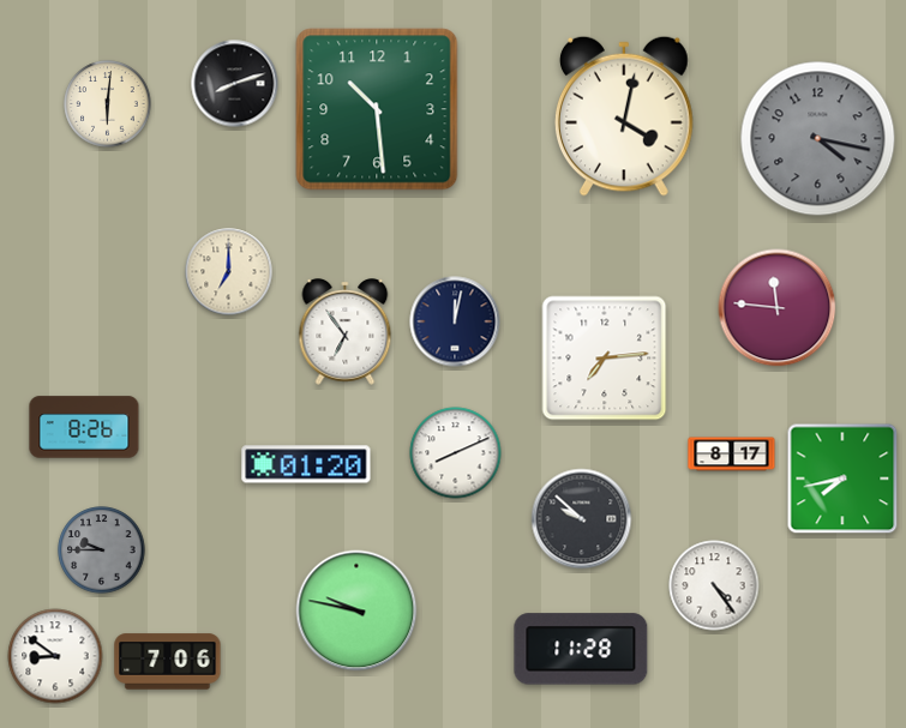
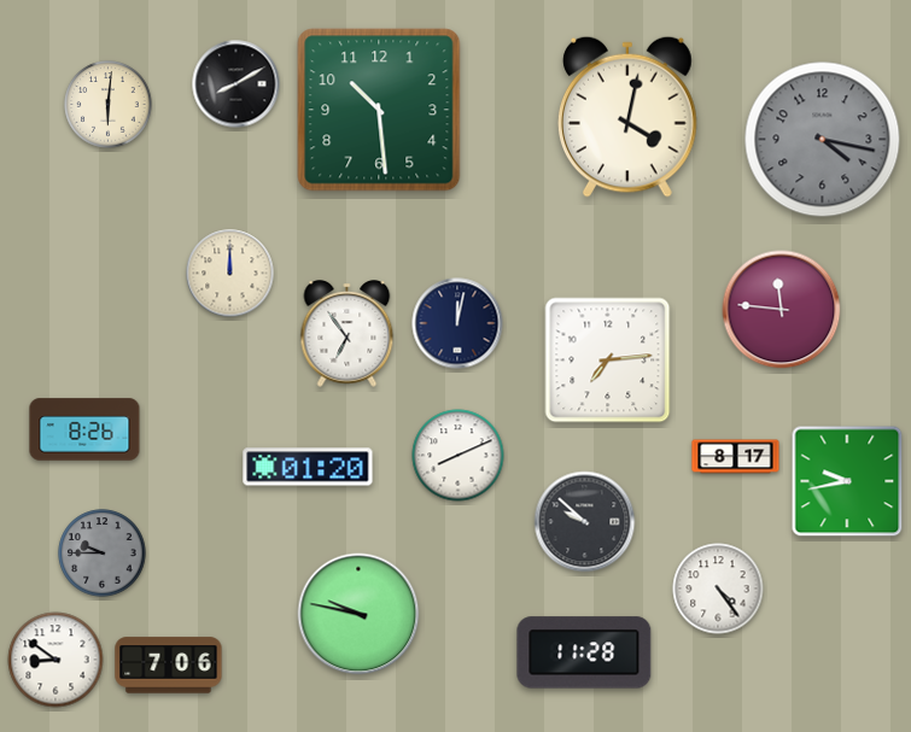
clock at (235, 84): 8:12 -> 8:10
clock at (229, 272): 7:00 -> 12:00
clock at (842, 479): 7:43 -> 9:43
